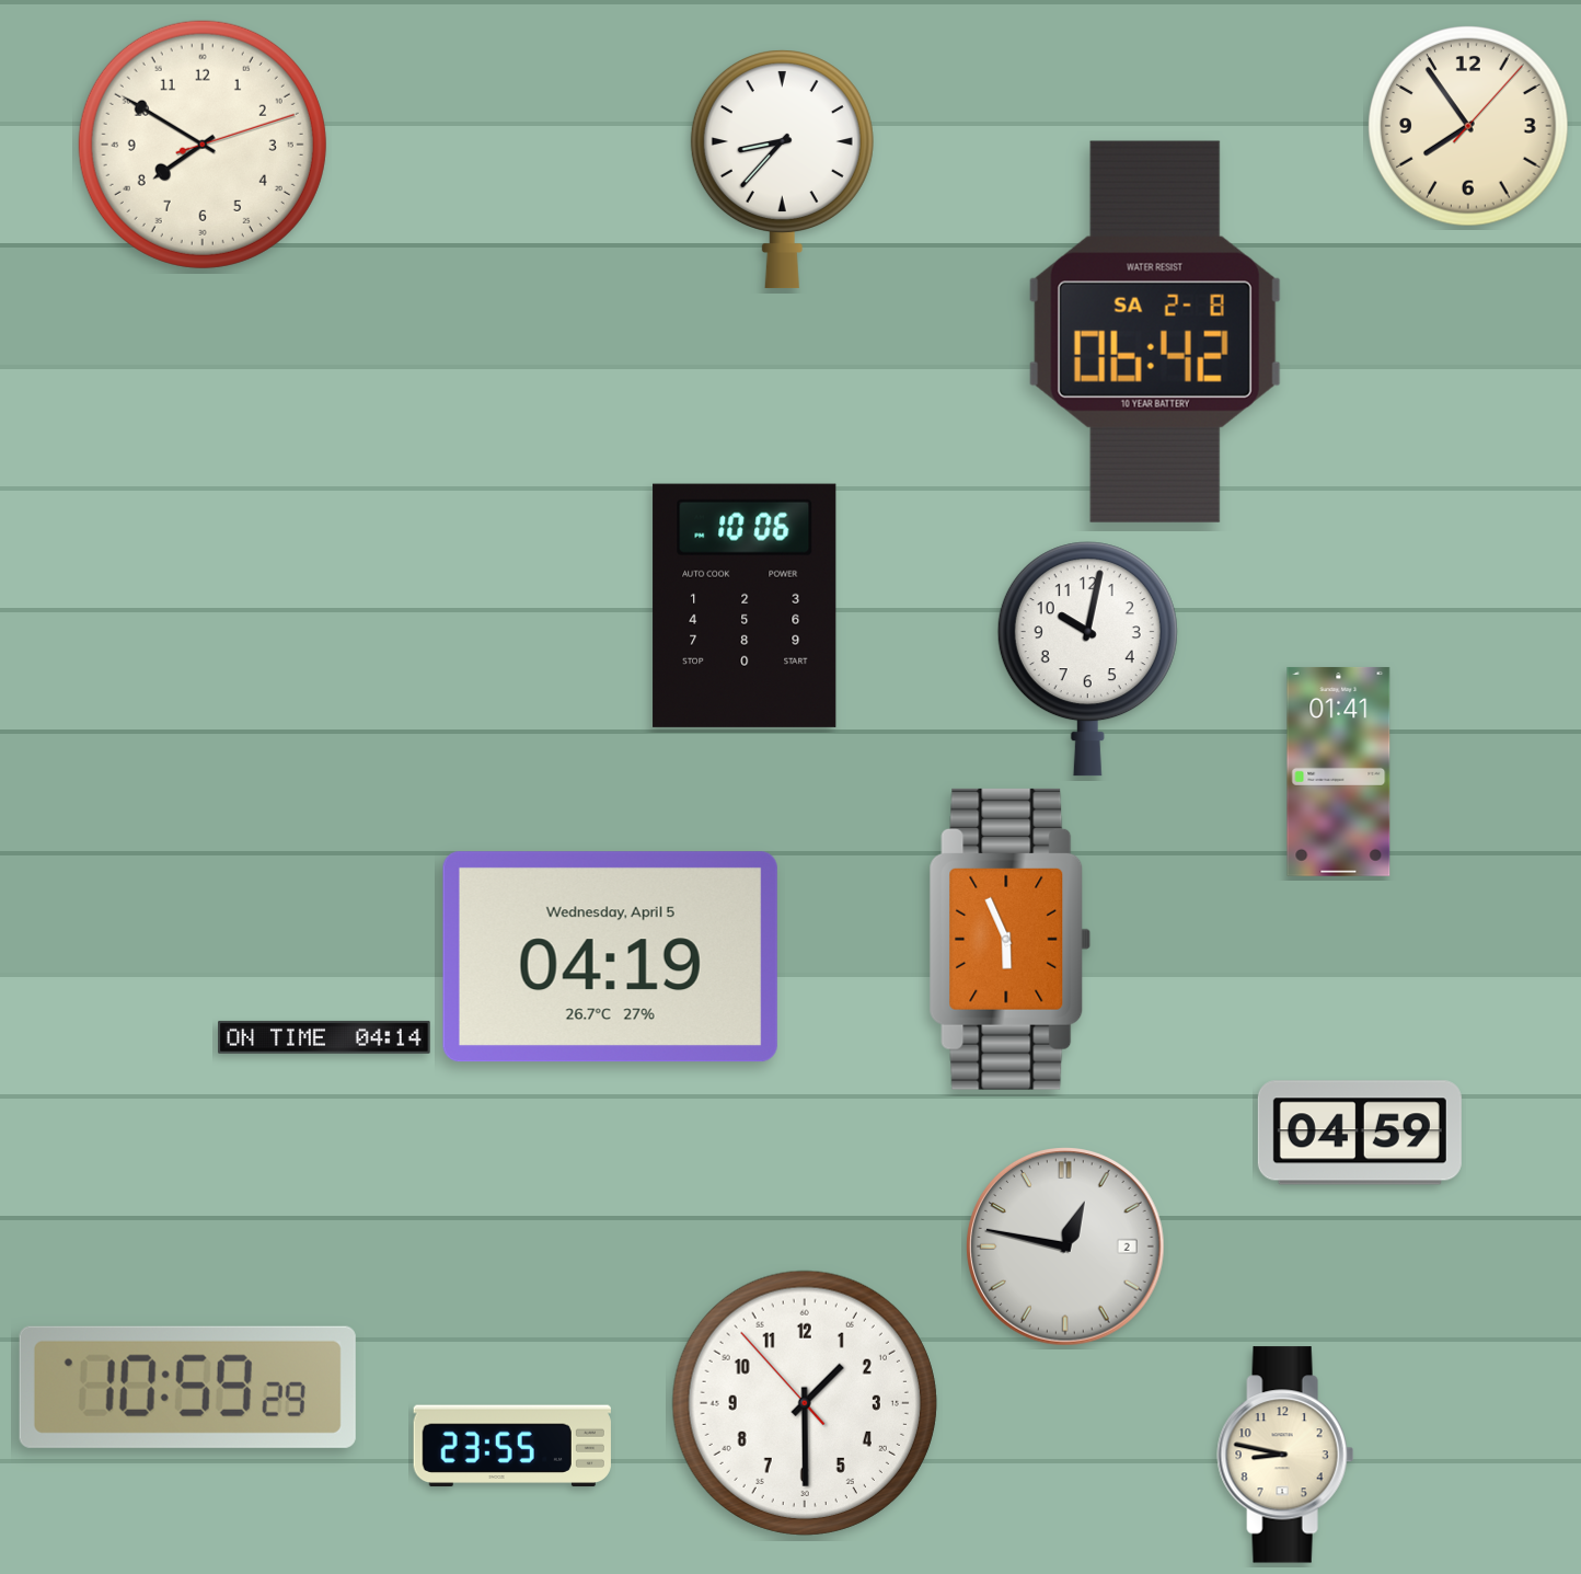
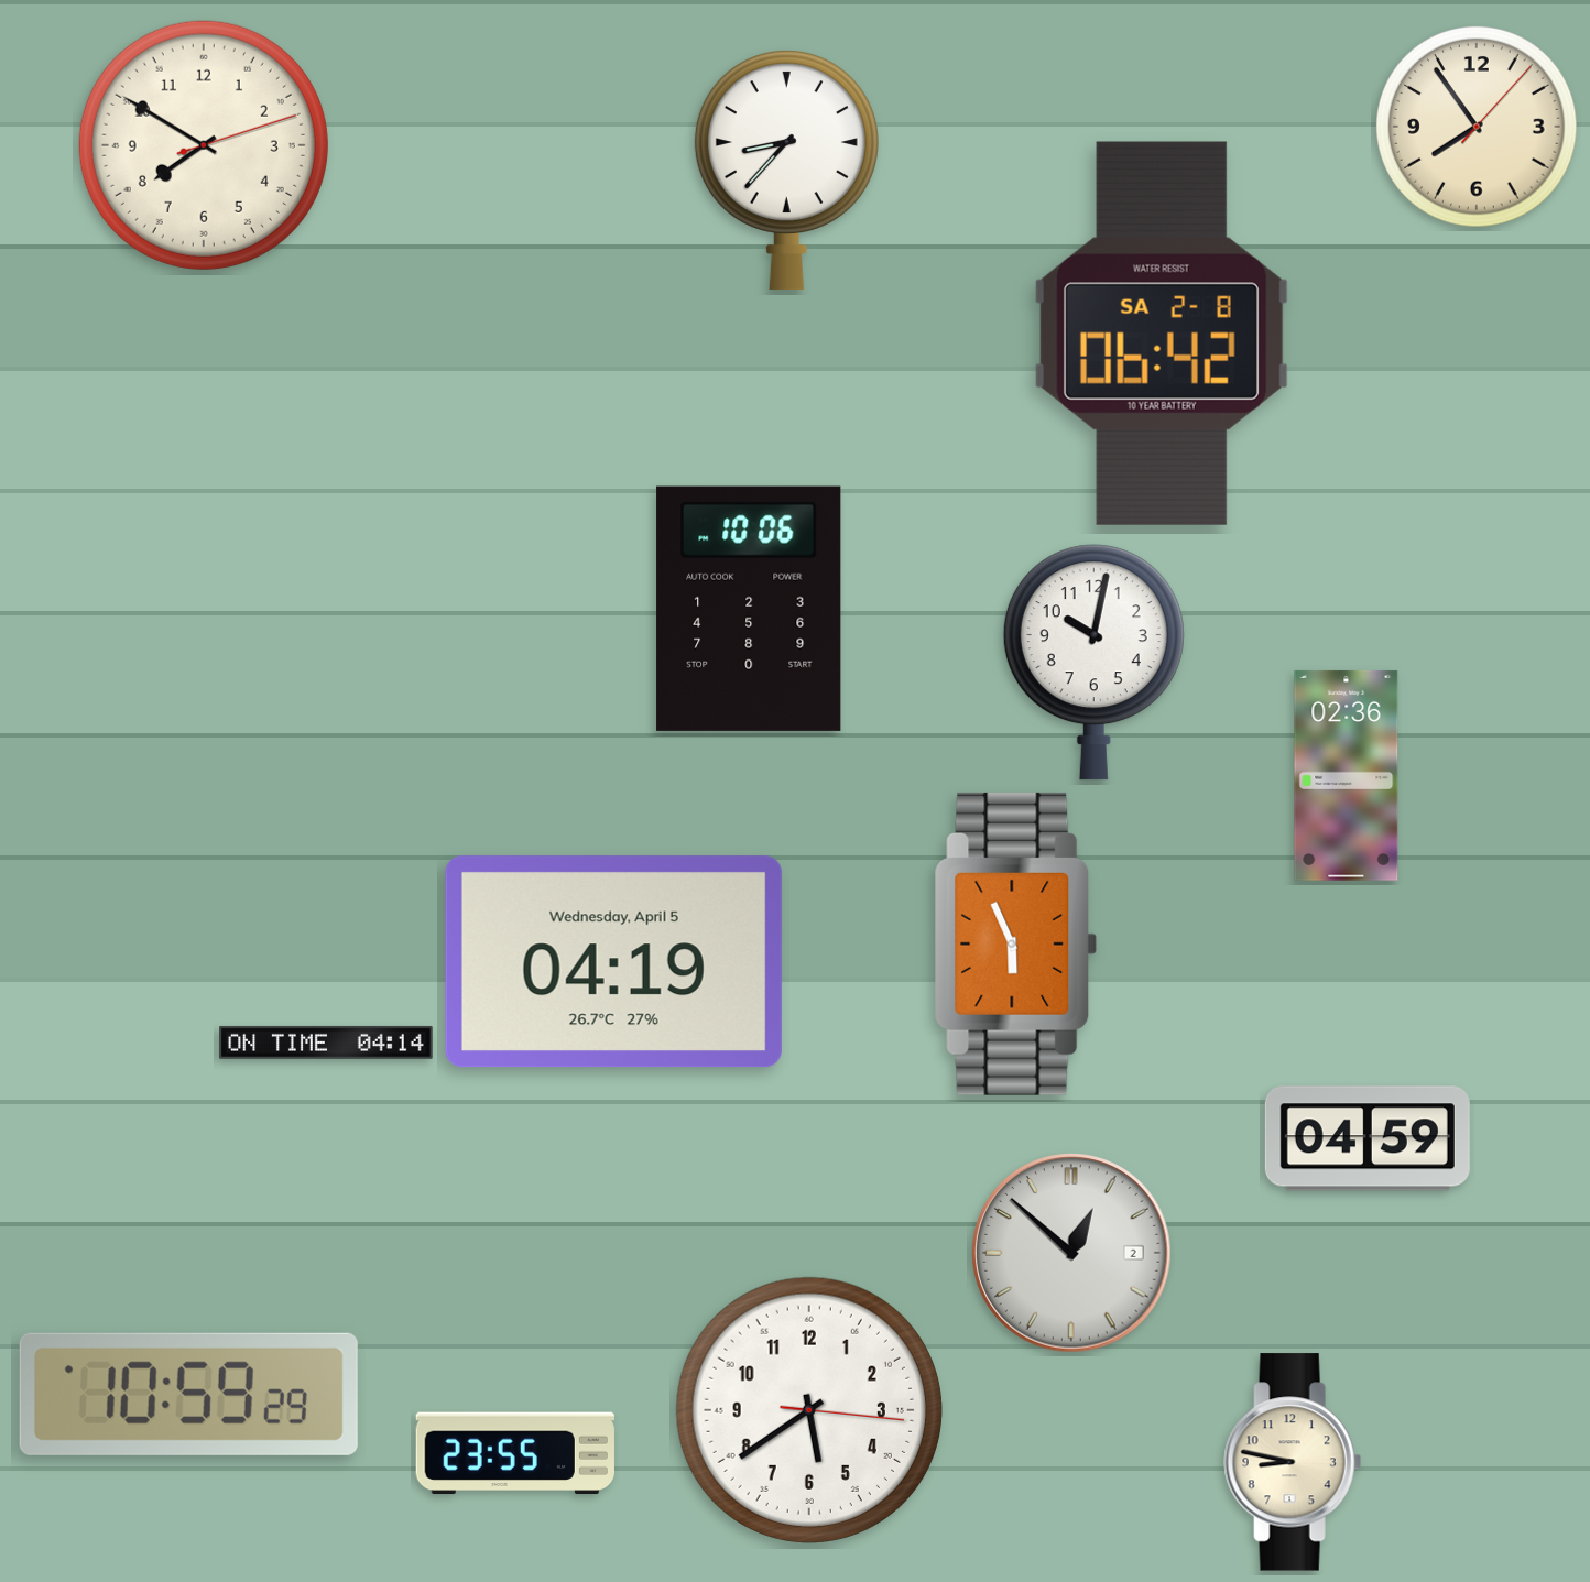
clock at (1339, 771): 01:41 -> 02:36
clock at (1066, 1248): 12:47 -> 12:52
clock at (805, 1403): 1:29 -> 5:39
